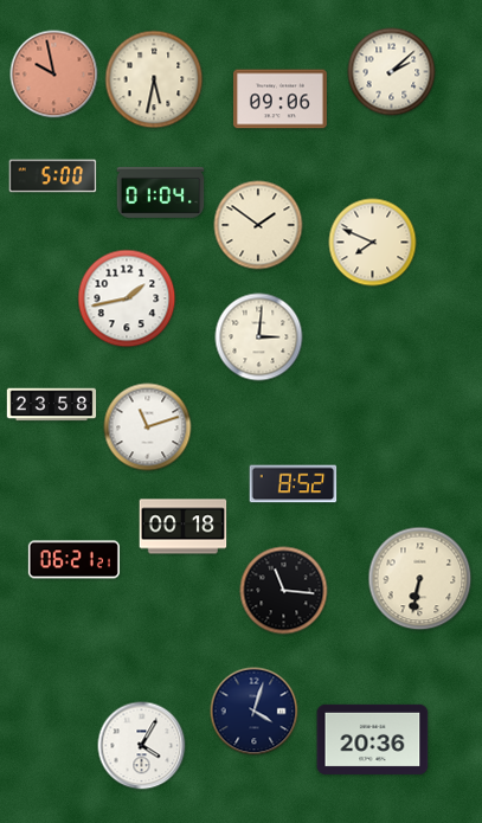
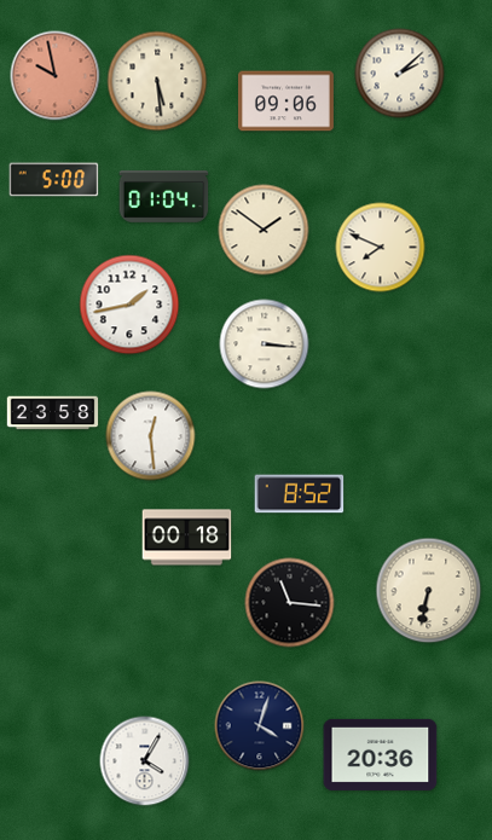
clock at (154, 79): 5:32 -> 5:29
clock at (259, 337): 3:01 -> 3:16
clock at (148, 427): 11:12 -> 12:29
clock at (73, 560): 06:21 -> none
